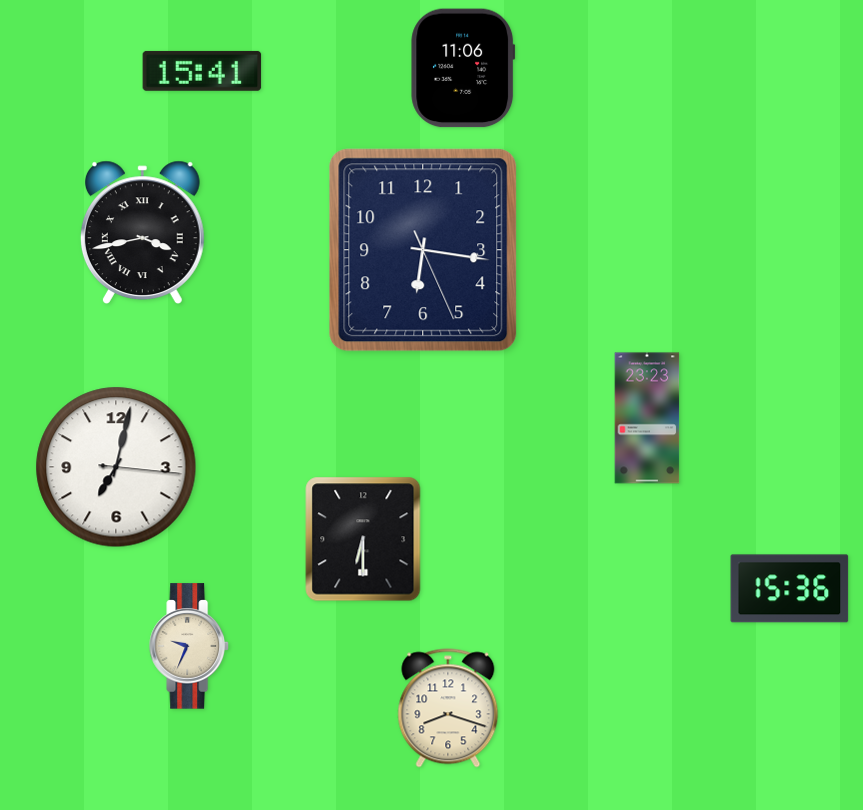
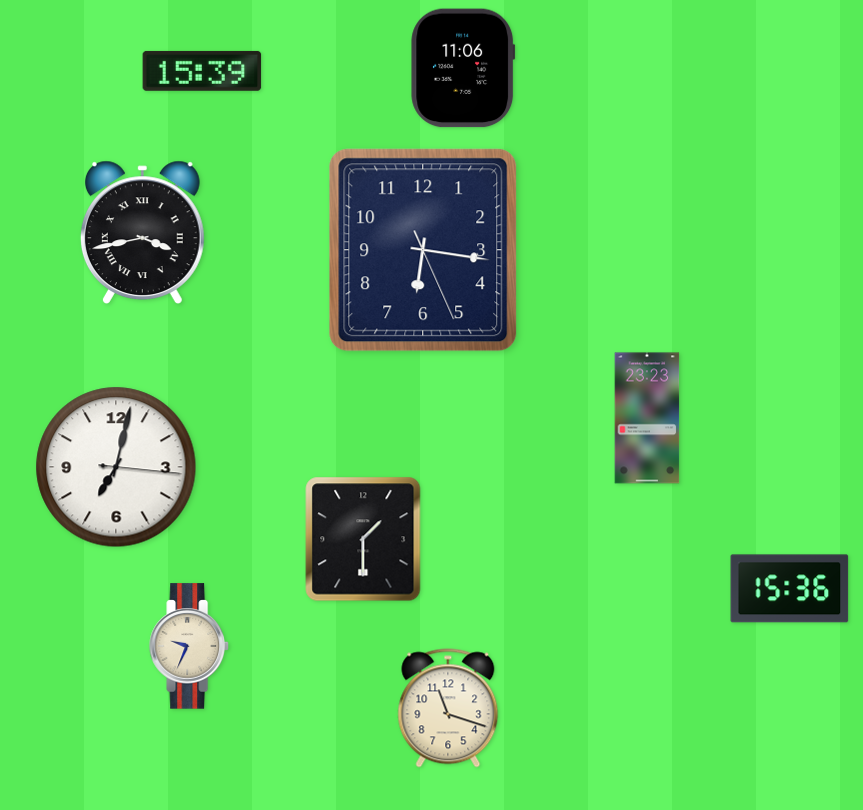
clock at (202, 71): 15:41 -> 15:39
clock at (363, 539): 6:30 -> 1:30
clock at (448, 708): 8:18 -> 11:18
